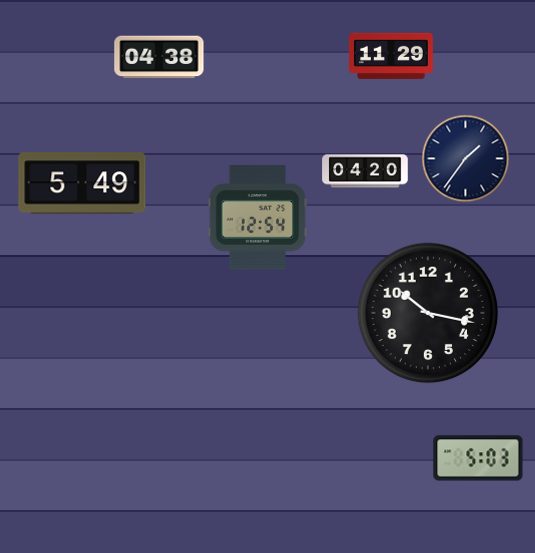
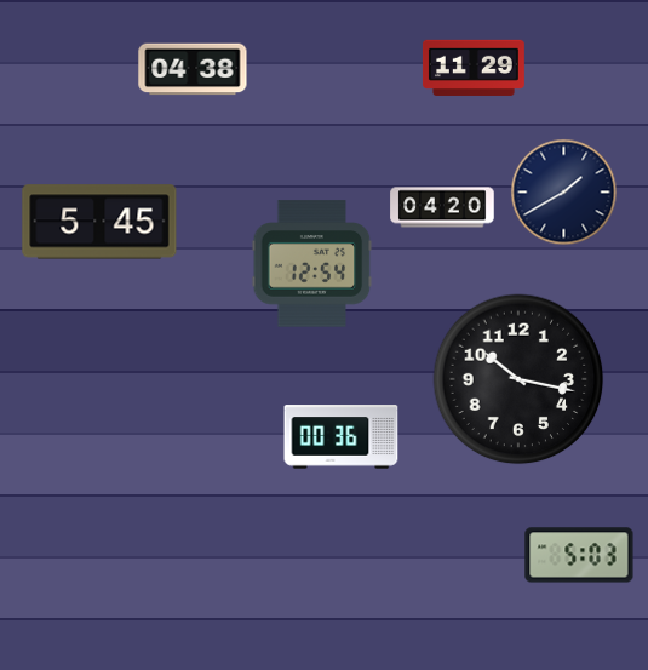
clock at (466, 159): 1:36 -> 1:40
clock at (82, 183): 5:49 -> 5:45
clock at (342, 437): none -> 00:36
